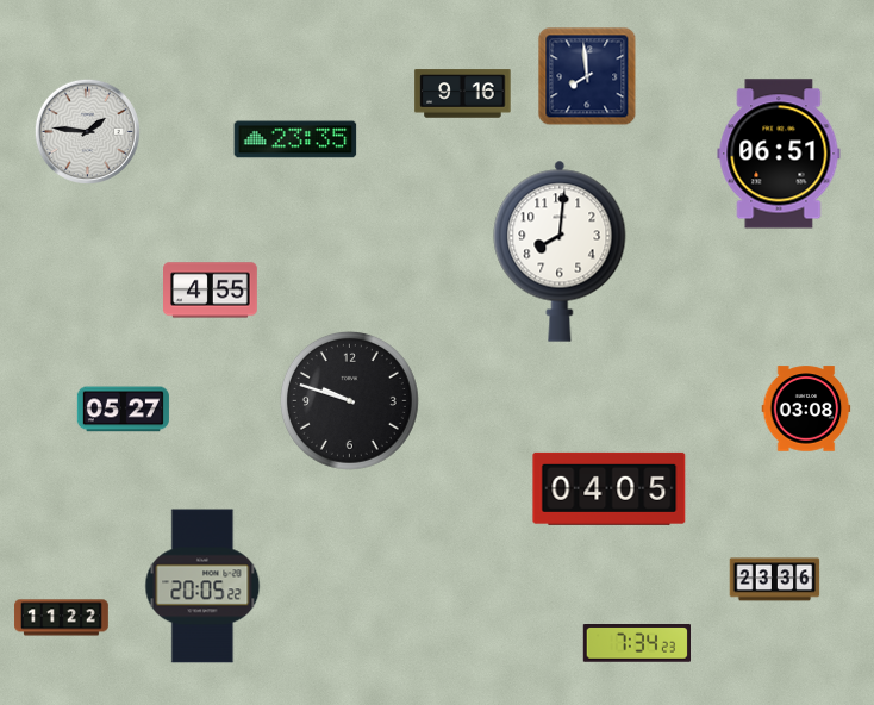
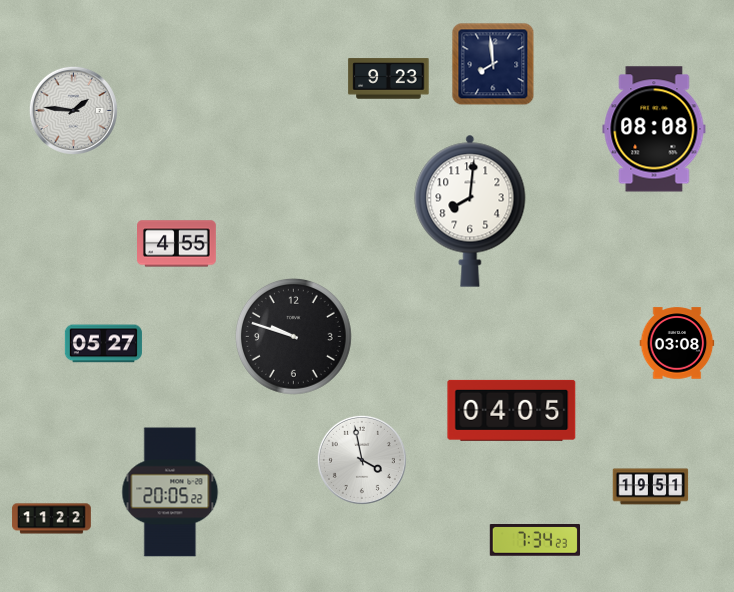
clock at (463, 94): 9:16 -> 9:23
clock at (295, 139): 23:35 -> none
clock at (779, 154): 06:51 -> 08:08
clock at (362, 460): none -> 3:58
clock at (775, 580): 23:36 -> 19:51
